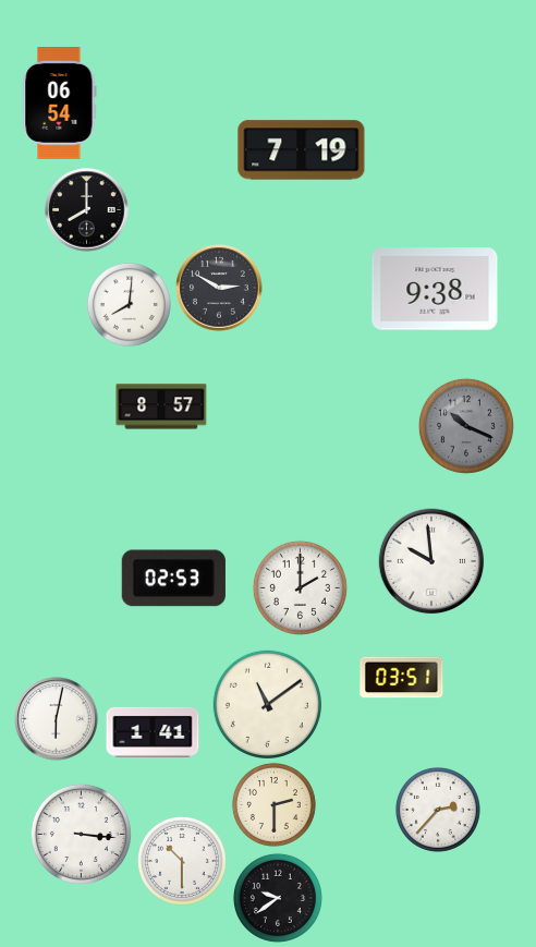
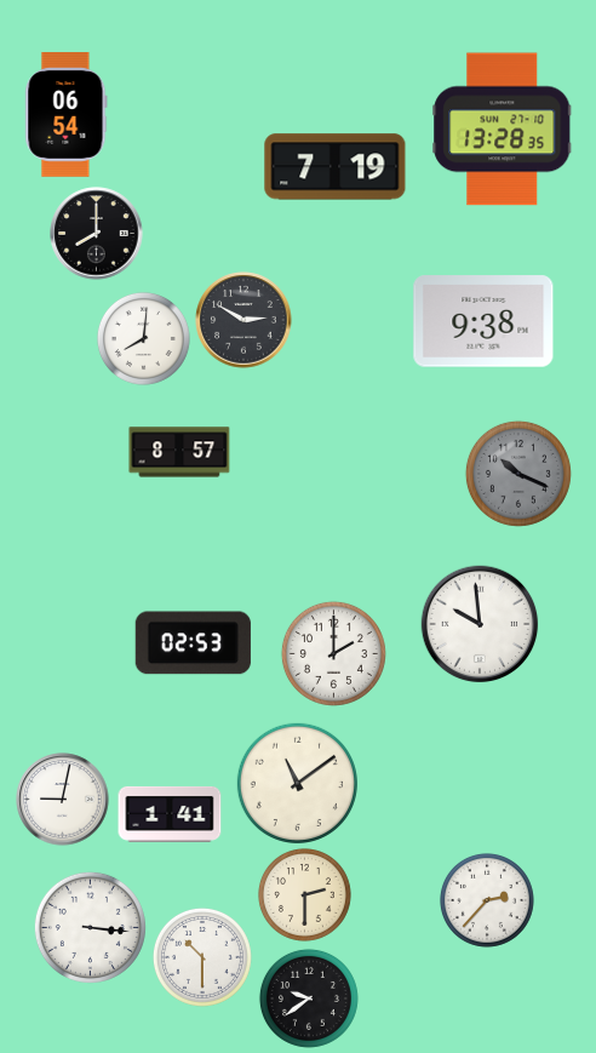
clock at (503, 130): none -> 13:28
clock at (402, 678): 03:51 -> none
clock at (57, 719): 6:02 -> 9:02
